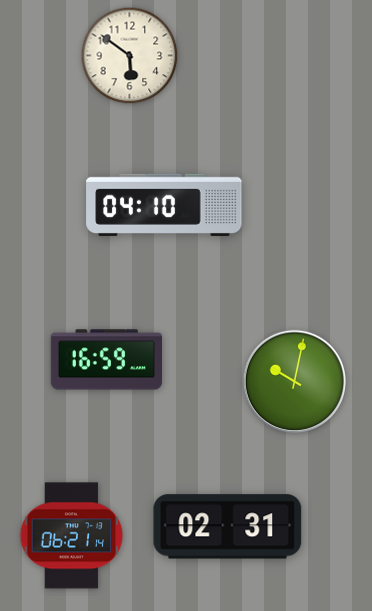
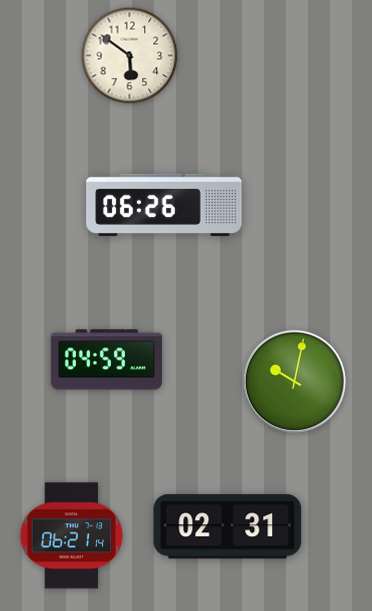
clock at (164, 205): 04:10 -> 06:26
clock at (106, 360): 16:59 -> 04:59
